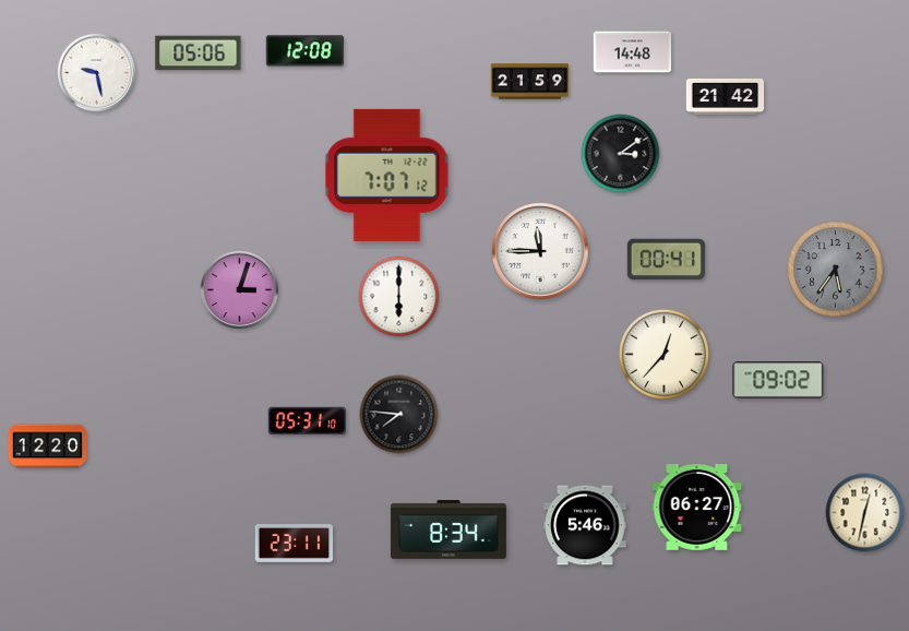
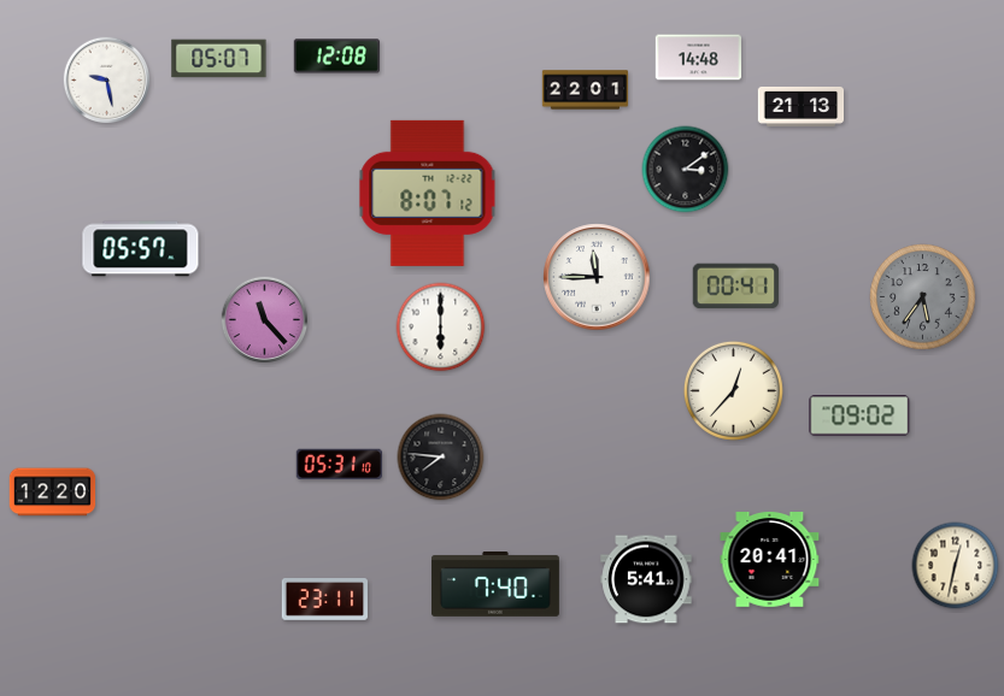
clock at (199, 53): 05:06 -> 05:07
clock at (530, 82): 21:59 -> 22:01
clock at (726, 96): 21:42 -> 21:13
clock at (387, 175): 7:07 -> 8:07
clock at (141, 249): none -> 05:57
clock at (240, 290): 3:03 -> 11:23
clock at (778, 380) position: (778, 380) -> (859, 415)
clock at (697, 508): 06:27 -> 20:41
clock at (585, 525): 5:46 -> 5:41
clock at (448, 531): 8:34 -> 7:40
